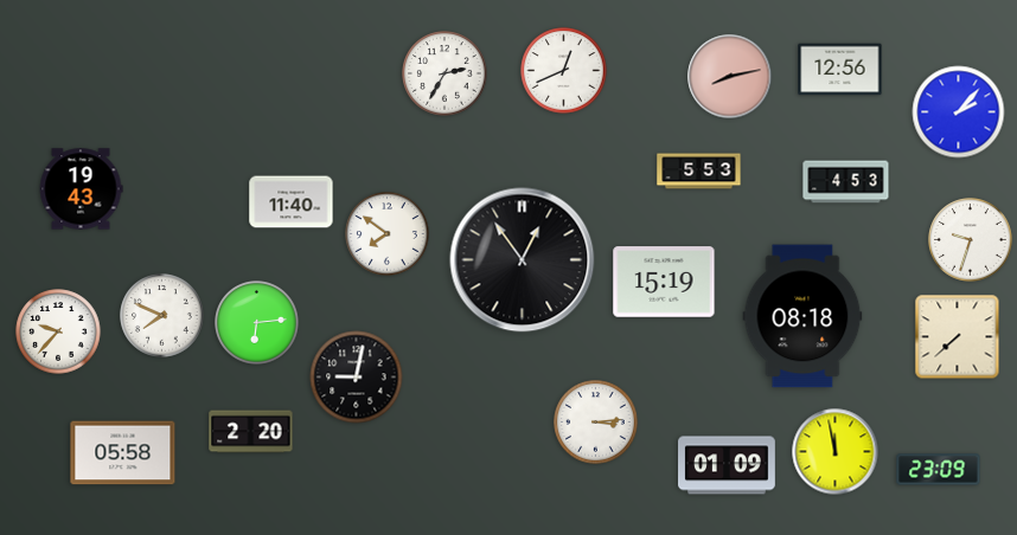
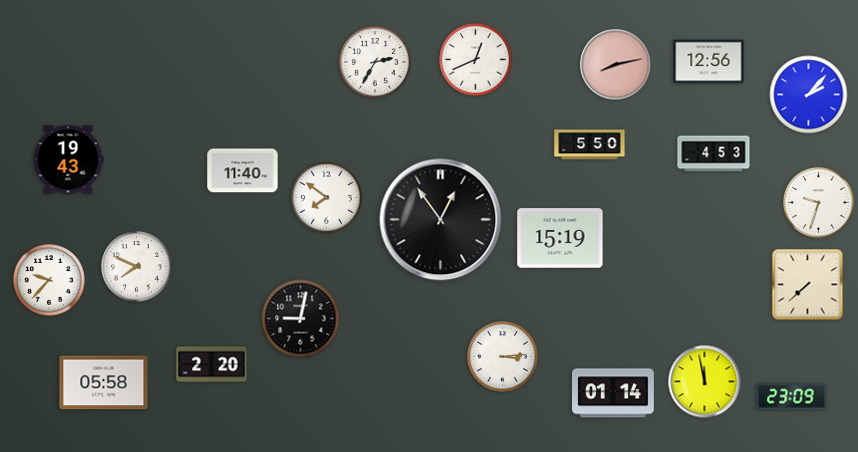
clock at (840, 70) position: (840, 70) -> (709, 62)
clock at (699, 172): 5:53 -> 5:50
clock at (292, 202) position: (292, 202) -> (243, 171)
clock at (802, 316): 08:18 -> none
clock at (257, 323): 6:14 -> none
clock at (728, 465): 01:09 -> 01:14
